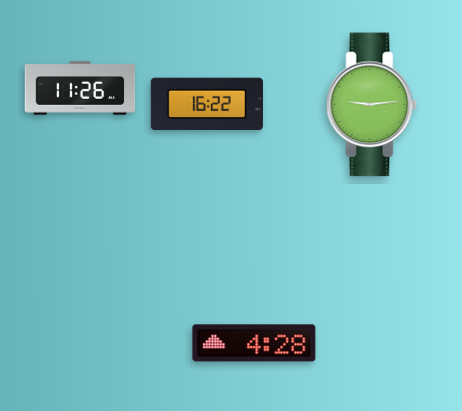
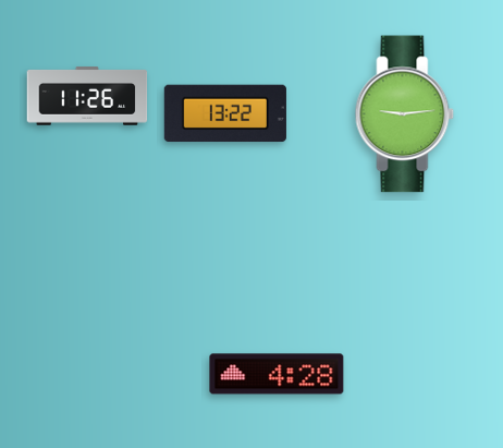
clock at (207, 104): 16:22 -> 13:22
